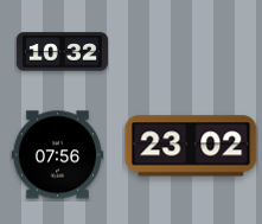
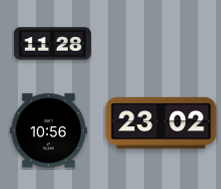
clock at (62, 52): 10:32 -> 11:28
clock at (57, 155): 07:56 -> 10:56
